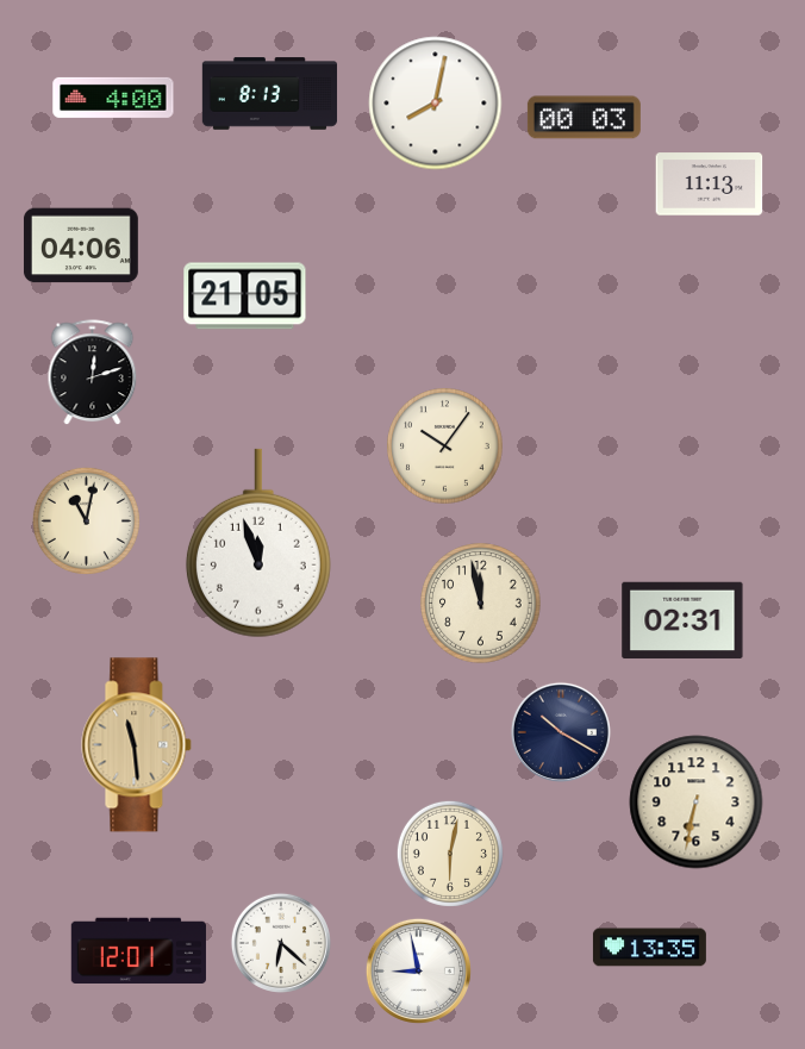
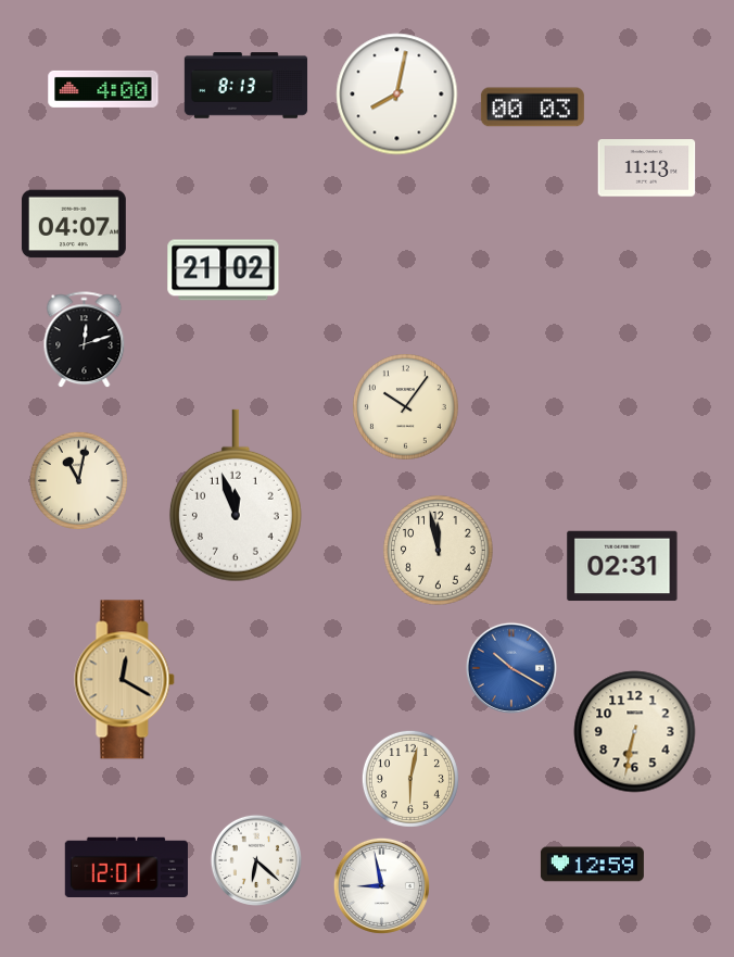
clock at (81, 245): 04:06 -> 04:07
clock at (245, 296): 21:05 -> 21:02
clock at (86, 520) position: (86, 520) -> (78, 480)
clock at (561, 732) dial: navy -> blue
clock at (137, 745): 11:29 -> 12:20
clock at (649, 948): 13:35 -> 12:59
